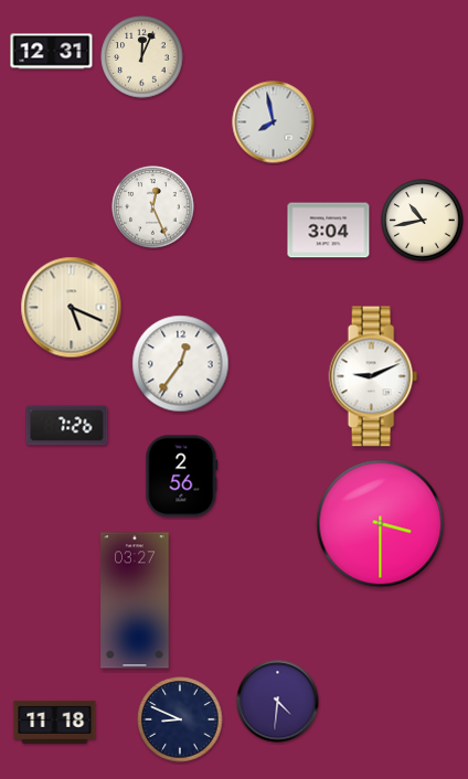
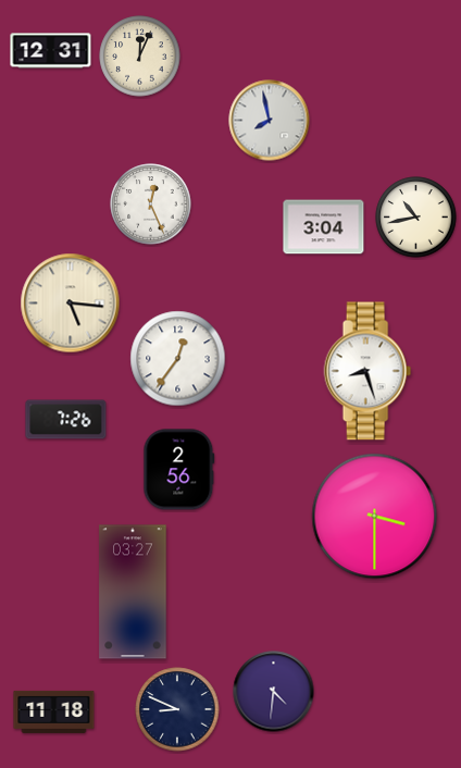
clock at (72, 308): 5:19 -> 5:16
clock at (373, 376): 9:11 -> 8:27
